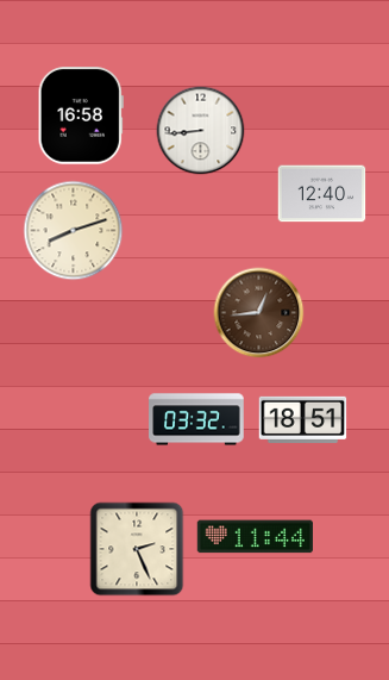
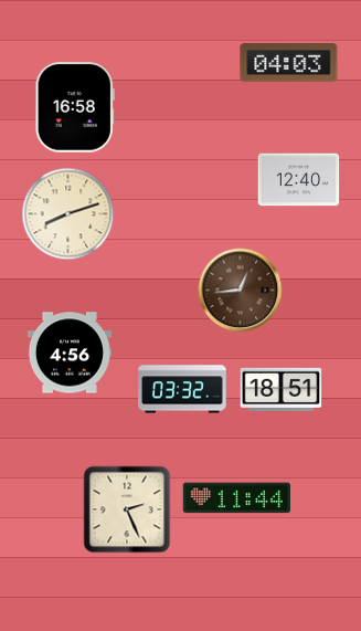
clock at (289, 63): none -> 04:03
clock at (201, 131): 8:44 -> none
clock at (70, 353): none -> 4:56
